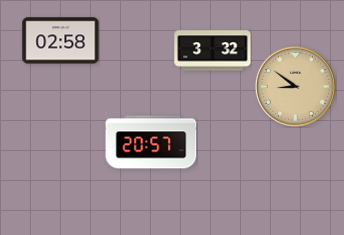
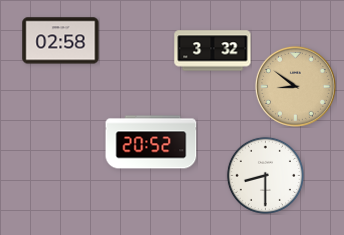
clock at (151, 142): 20:57 -> 20:52
clock at (265, 175): none -> 8:30
